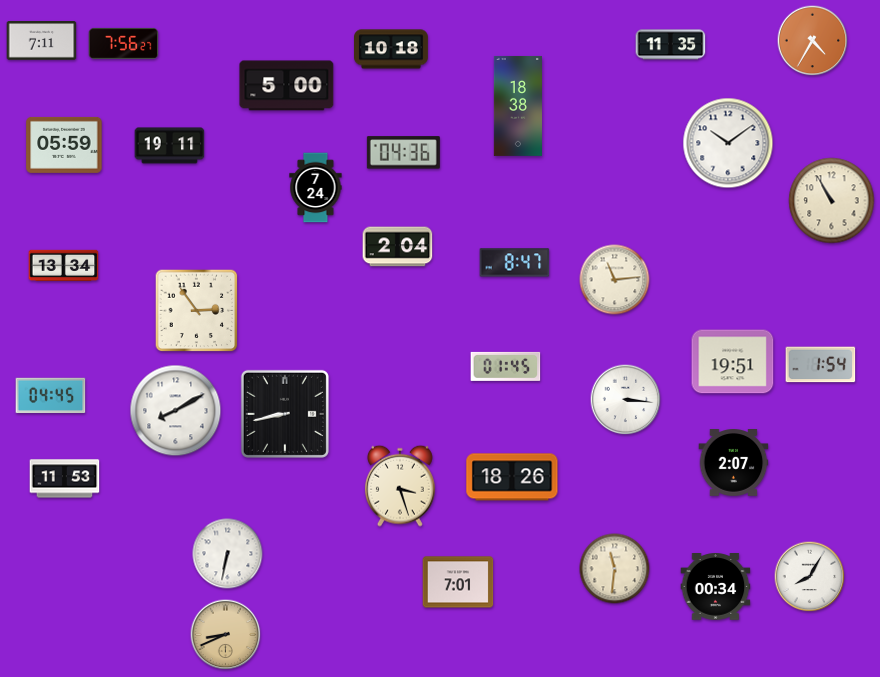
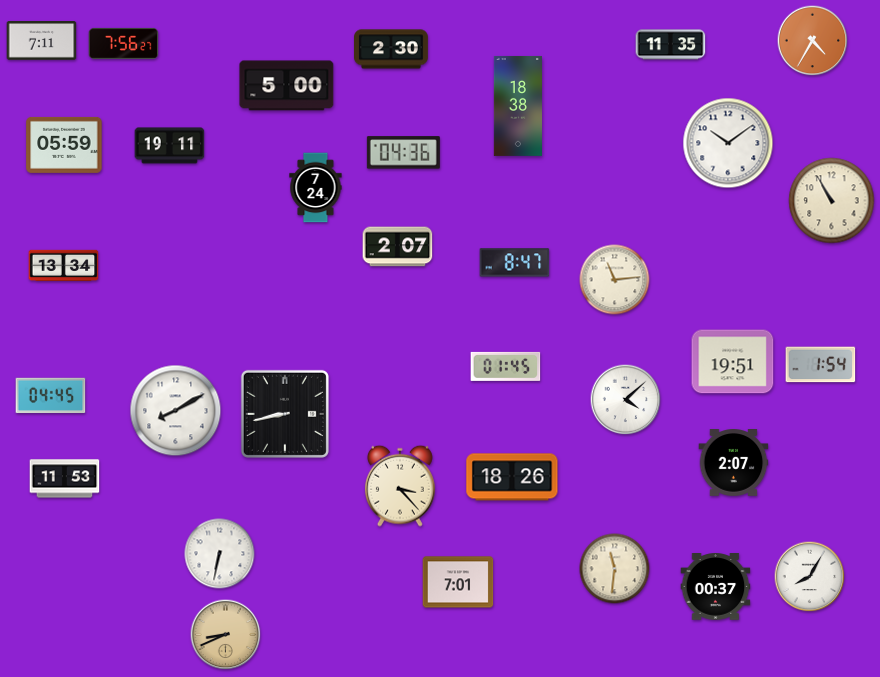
clock at (392, 49): 10:18 -> 2:30
clock at (398, 247): 2:04 -> 2:07
clock at (197, 311): 2:54 -> none
clock at (626, 400): 3:16 -> 4:08
clock at (400, 486): 3:27 -> 3:23
clock at (228, 554) position: (228, 554) -> (220, 554)
clock at (716, 587): 00:34 -> 00:37
